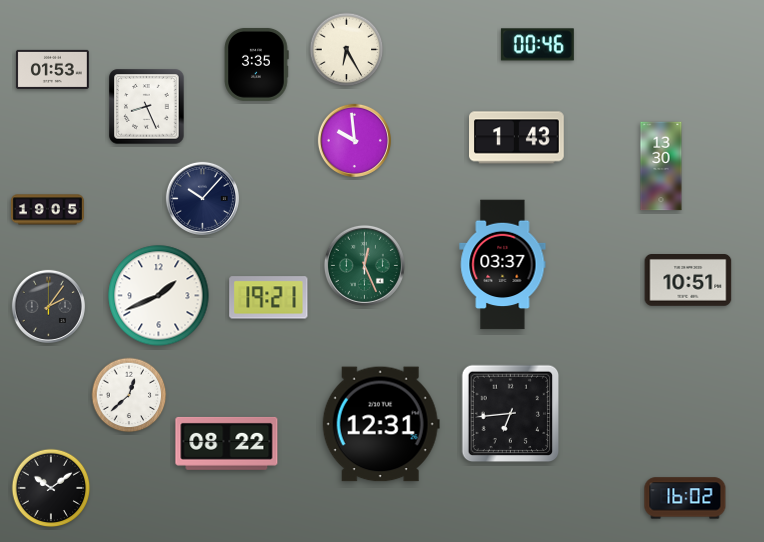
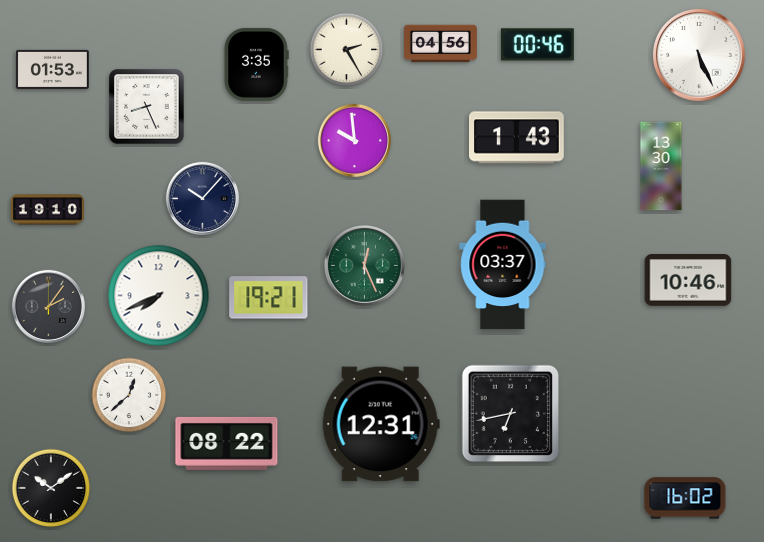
clock at (440, 44): none -> 04:56
clock at (347, 50): 6:25 -> 2:25
clock at (700, 56): none -> 5:26
clock at (47, 210): 19:05 -> 19:10
clock at (688, 281): 10:51 -> 10:46
clock at (159, 296): 1:41 -> 7:41
clock at (511, 414): 6:44 -> 6:43
